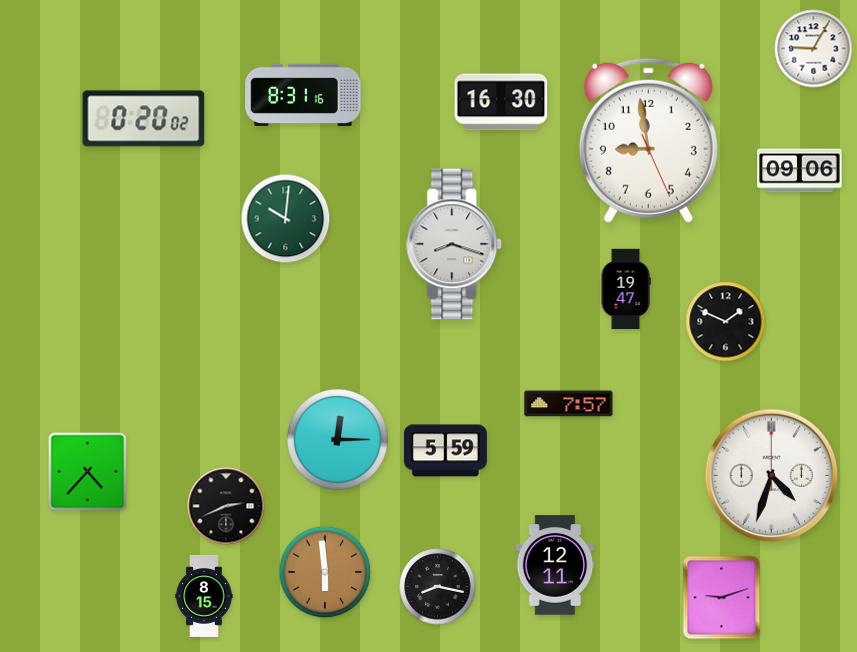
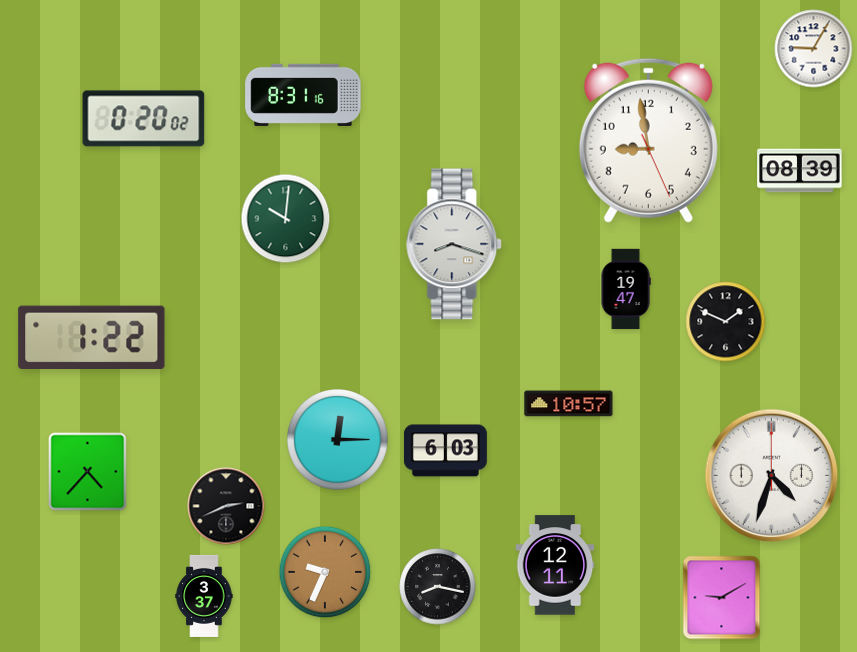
clock at (501, 102): 16:30 -> none
clock at (800, 171): 09:06 -> 08:39
clock at (92, 337): none -> 1:22
clock at (569, 404): 7:57 -> 10:57
clock at (445, 451): 5:59 -> 6:03
clock at (325, 572): 5:59 -> 9:34
clock at (204, 596): 8:15 -> 3:37
clock at (722, 598): 9:12 -> 9:10
